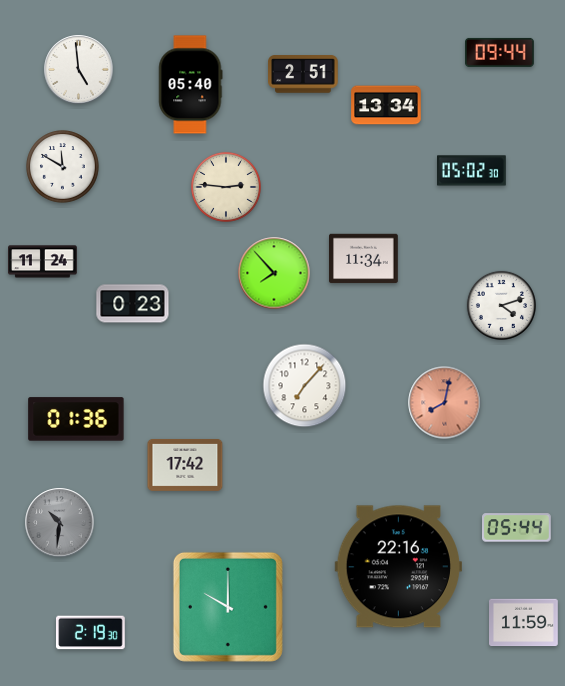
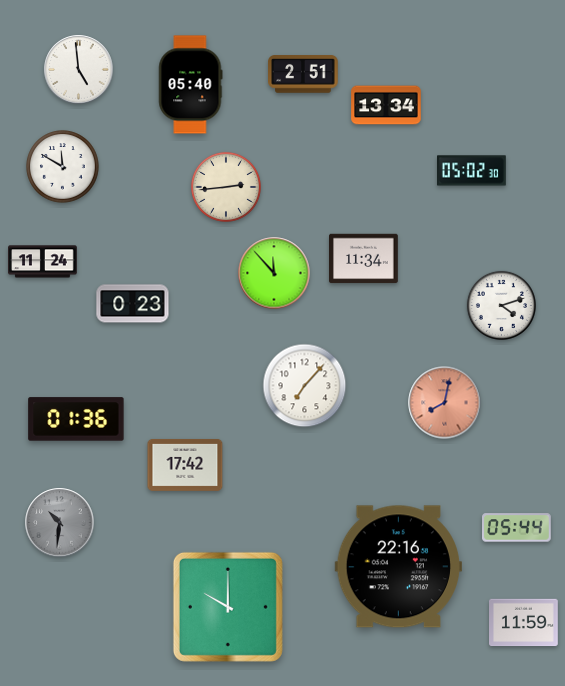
clock at (500, 52): 09:44 -> none
clock at (226, 187): 2:46 -> 2:44
clock at (274, 273): 7:53 -> 11:53
clock at (91, 633): 2:19 -> none
